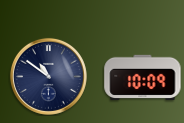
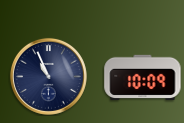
clock at (48, 76): 10:51 -> 10:56
